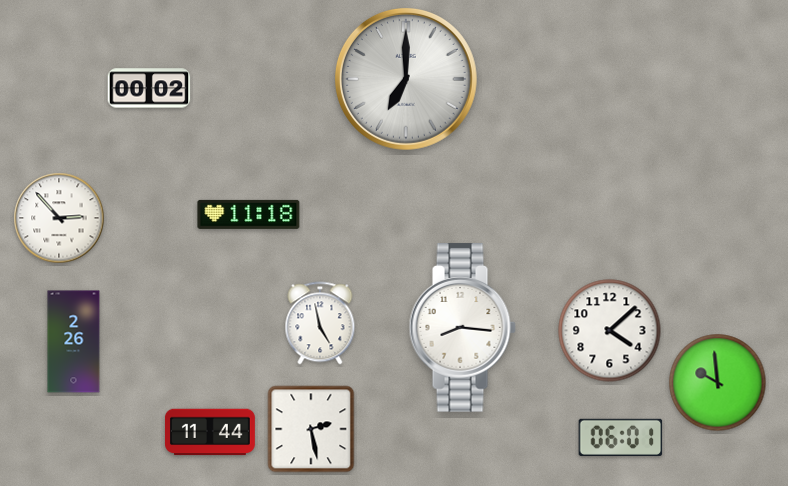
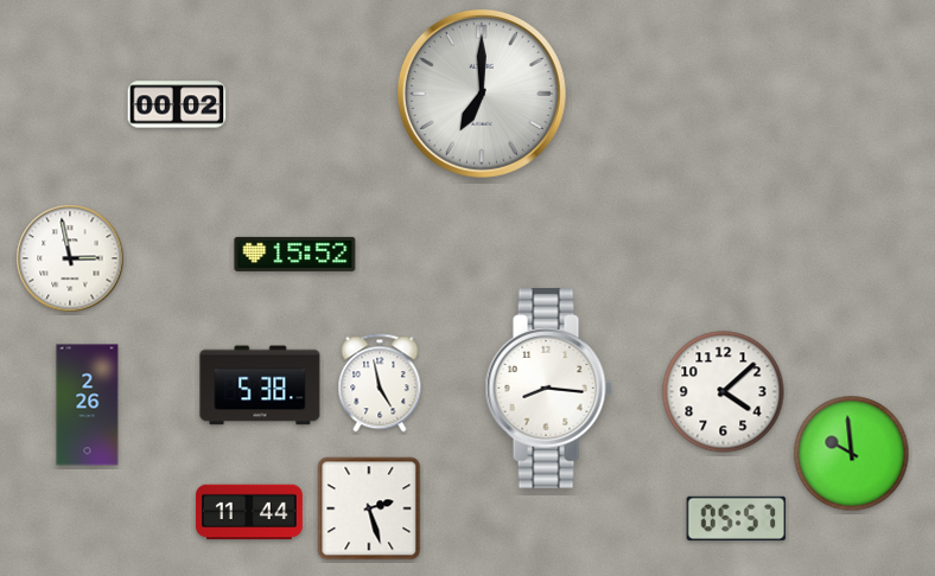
clock at (249, 214): 11:18 -> 15:52
clock at (59, 218): 2:53 -> 2:58
clock at (260, 385): none -> 5:38
clock at (311, 429): 2:28 -> 2:27
clock at (621, 437): 06:01 -> 05:57
